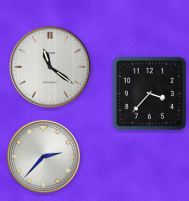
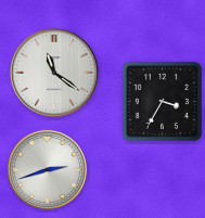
clock at (149, 93): 3:37 -> 3:35
clock at (43, 156): 2:37 -> 2:42
